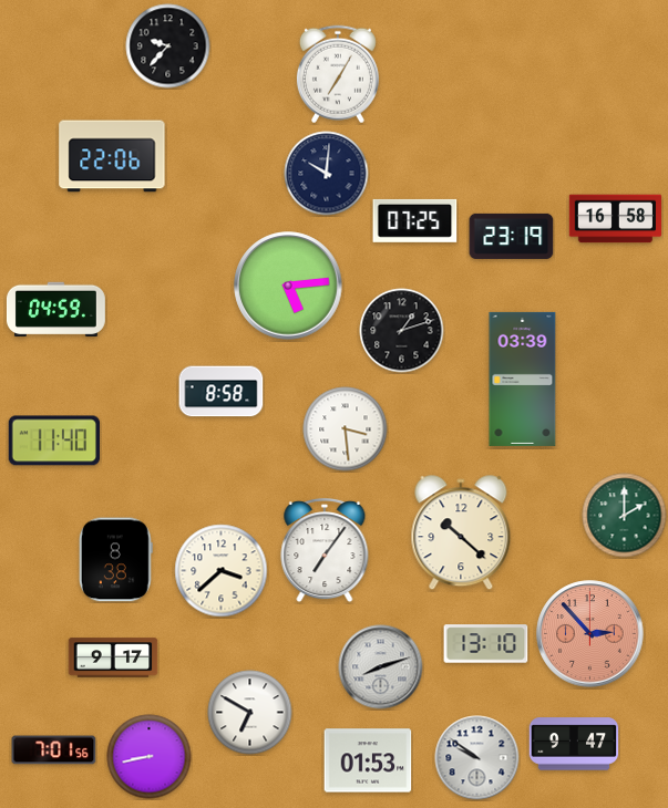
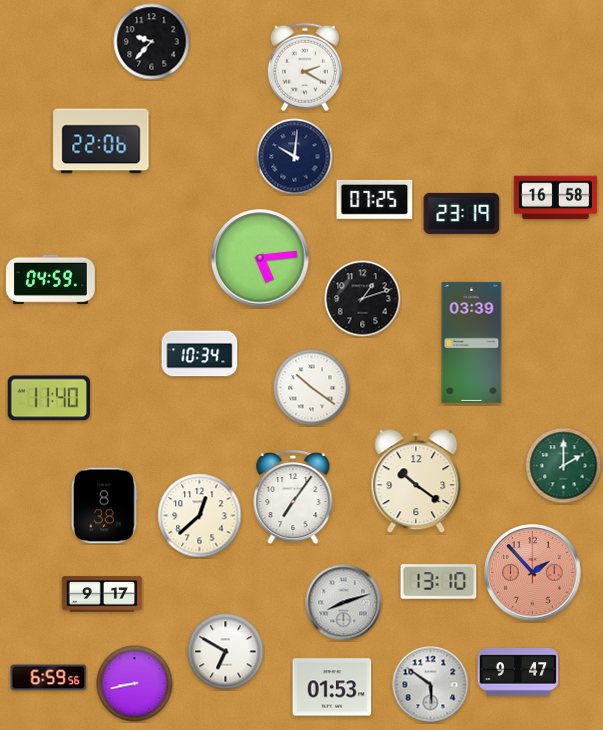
clock at (338, 74): 7:05 -> 2:20
clock at (222, 392): 8:58 -> 10:34
clock at (346, 429): 3:29 -> 10:21
clock at (461, 534): 10:22 -> 10:21
clock at (222, 571): 3:38 -> 12:38
clock at (590, 634): 2:53 -> 1:53
clock at (250, 713) position: (250, 713) -> (226, 652)
clock at (54, 750): 7:01 -> 6:59
clock at (477, 758): 9:51 -> 5:51
